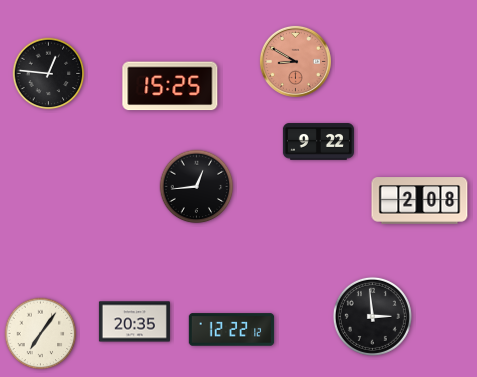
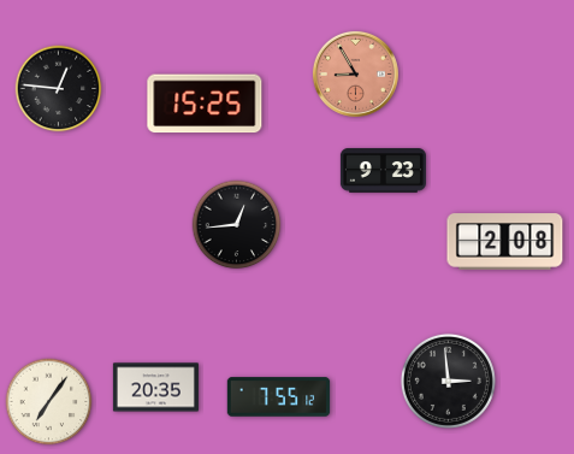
clock at (295, 61): 8:50 -> 8:55
clock at (318, 142): 9:22 -> 9:23
clock at (134, 322) position: (134, 322) -> (155, 388)
clock at (232, 330): 12:22 -> 7:55
